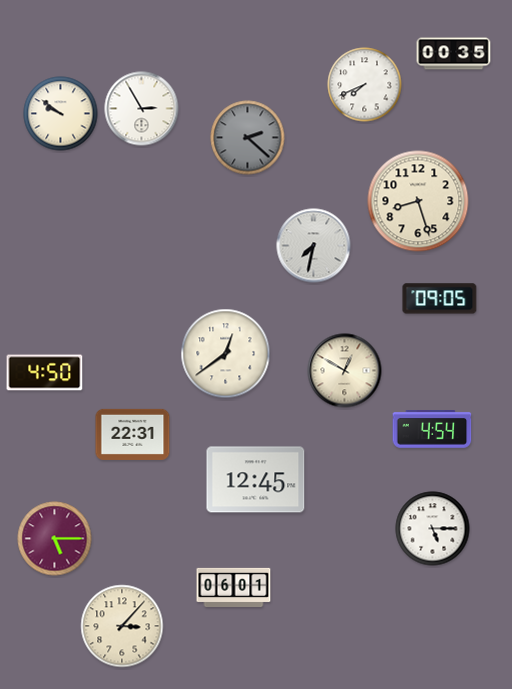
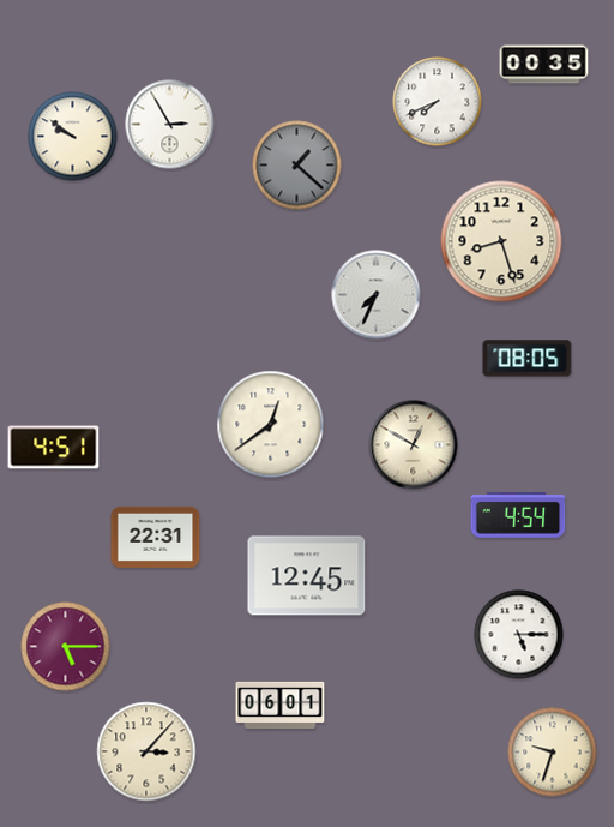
clock at (142, 109) position: (142, 109) -> (170, 125)
clock at (248, 138): 2:22 -> 1:22
clock at (314, 246): 7:32 -> 7:34
clock at (440, 299): 09:05 -> 08:05
clock at (45, 373): 4:50 -> 4:51
clock at (133, 434) position: (133, 434) -> (156, 537)
clock at (553, 753): none -> 9:33
